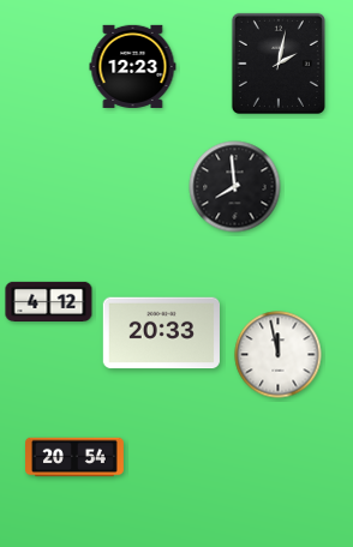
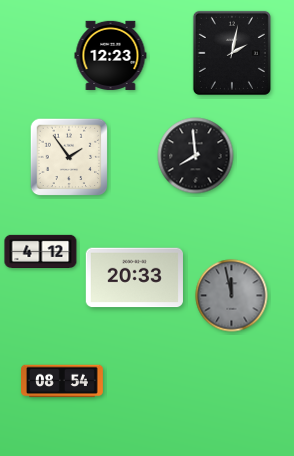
clock at (69, 157): none -> 1:54
clock at (279, 355) dial: white -> grey
clock at (76, 457): 20:54 -> 08:54
